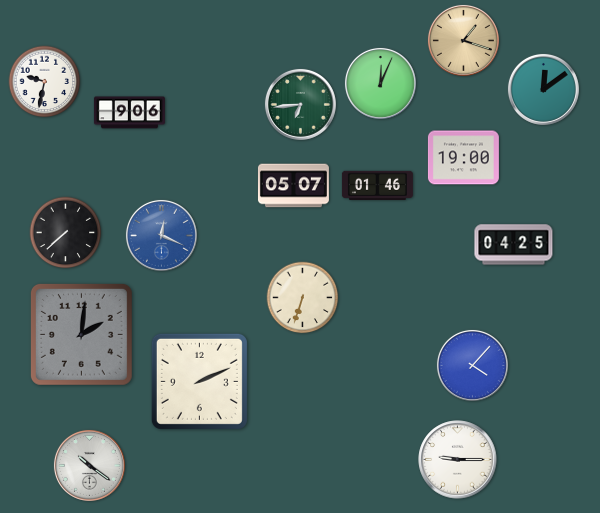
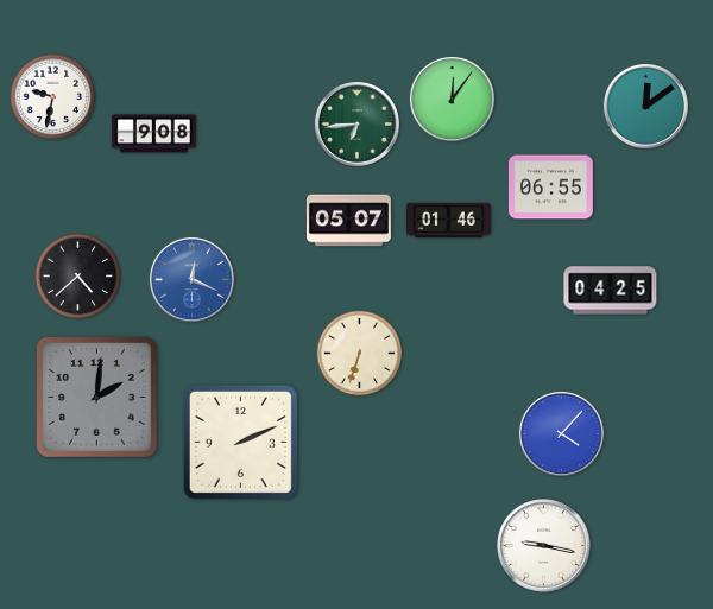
clock at (463, 40): 1:18 -> none
clock at (380, 83): 12:04 -> 12:06
clock at (129, 113): 9:06 -> 9:08
clock at (463, 158): 19:00 -> 06:55
clock at (66, 233): 7:38 -> 4:38
clock at (199, 381) position: (199, 381) -> (240, 442)
clock at (458, 460): 9:15 -> 9:17
clock at (89, 465): 10:21 -> none
